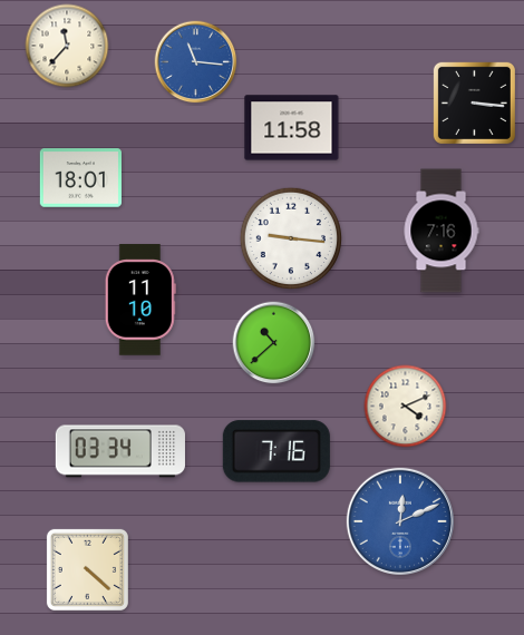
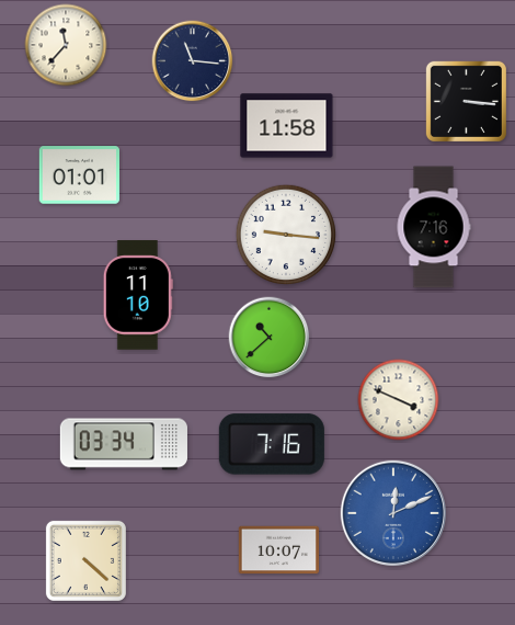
clock at (196, 62) dial: blue -> navy
clock at (80, 178): 18:01 -> 01:01
clock at (406, 407): 4:11 -> 3:49
clock at (120, 451) position: (120, 451) -> (124, 444)
clock at (278, 550): none -> 10:07
